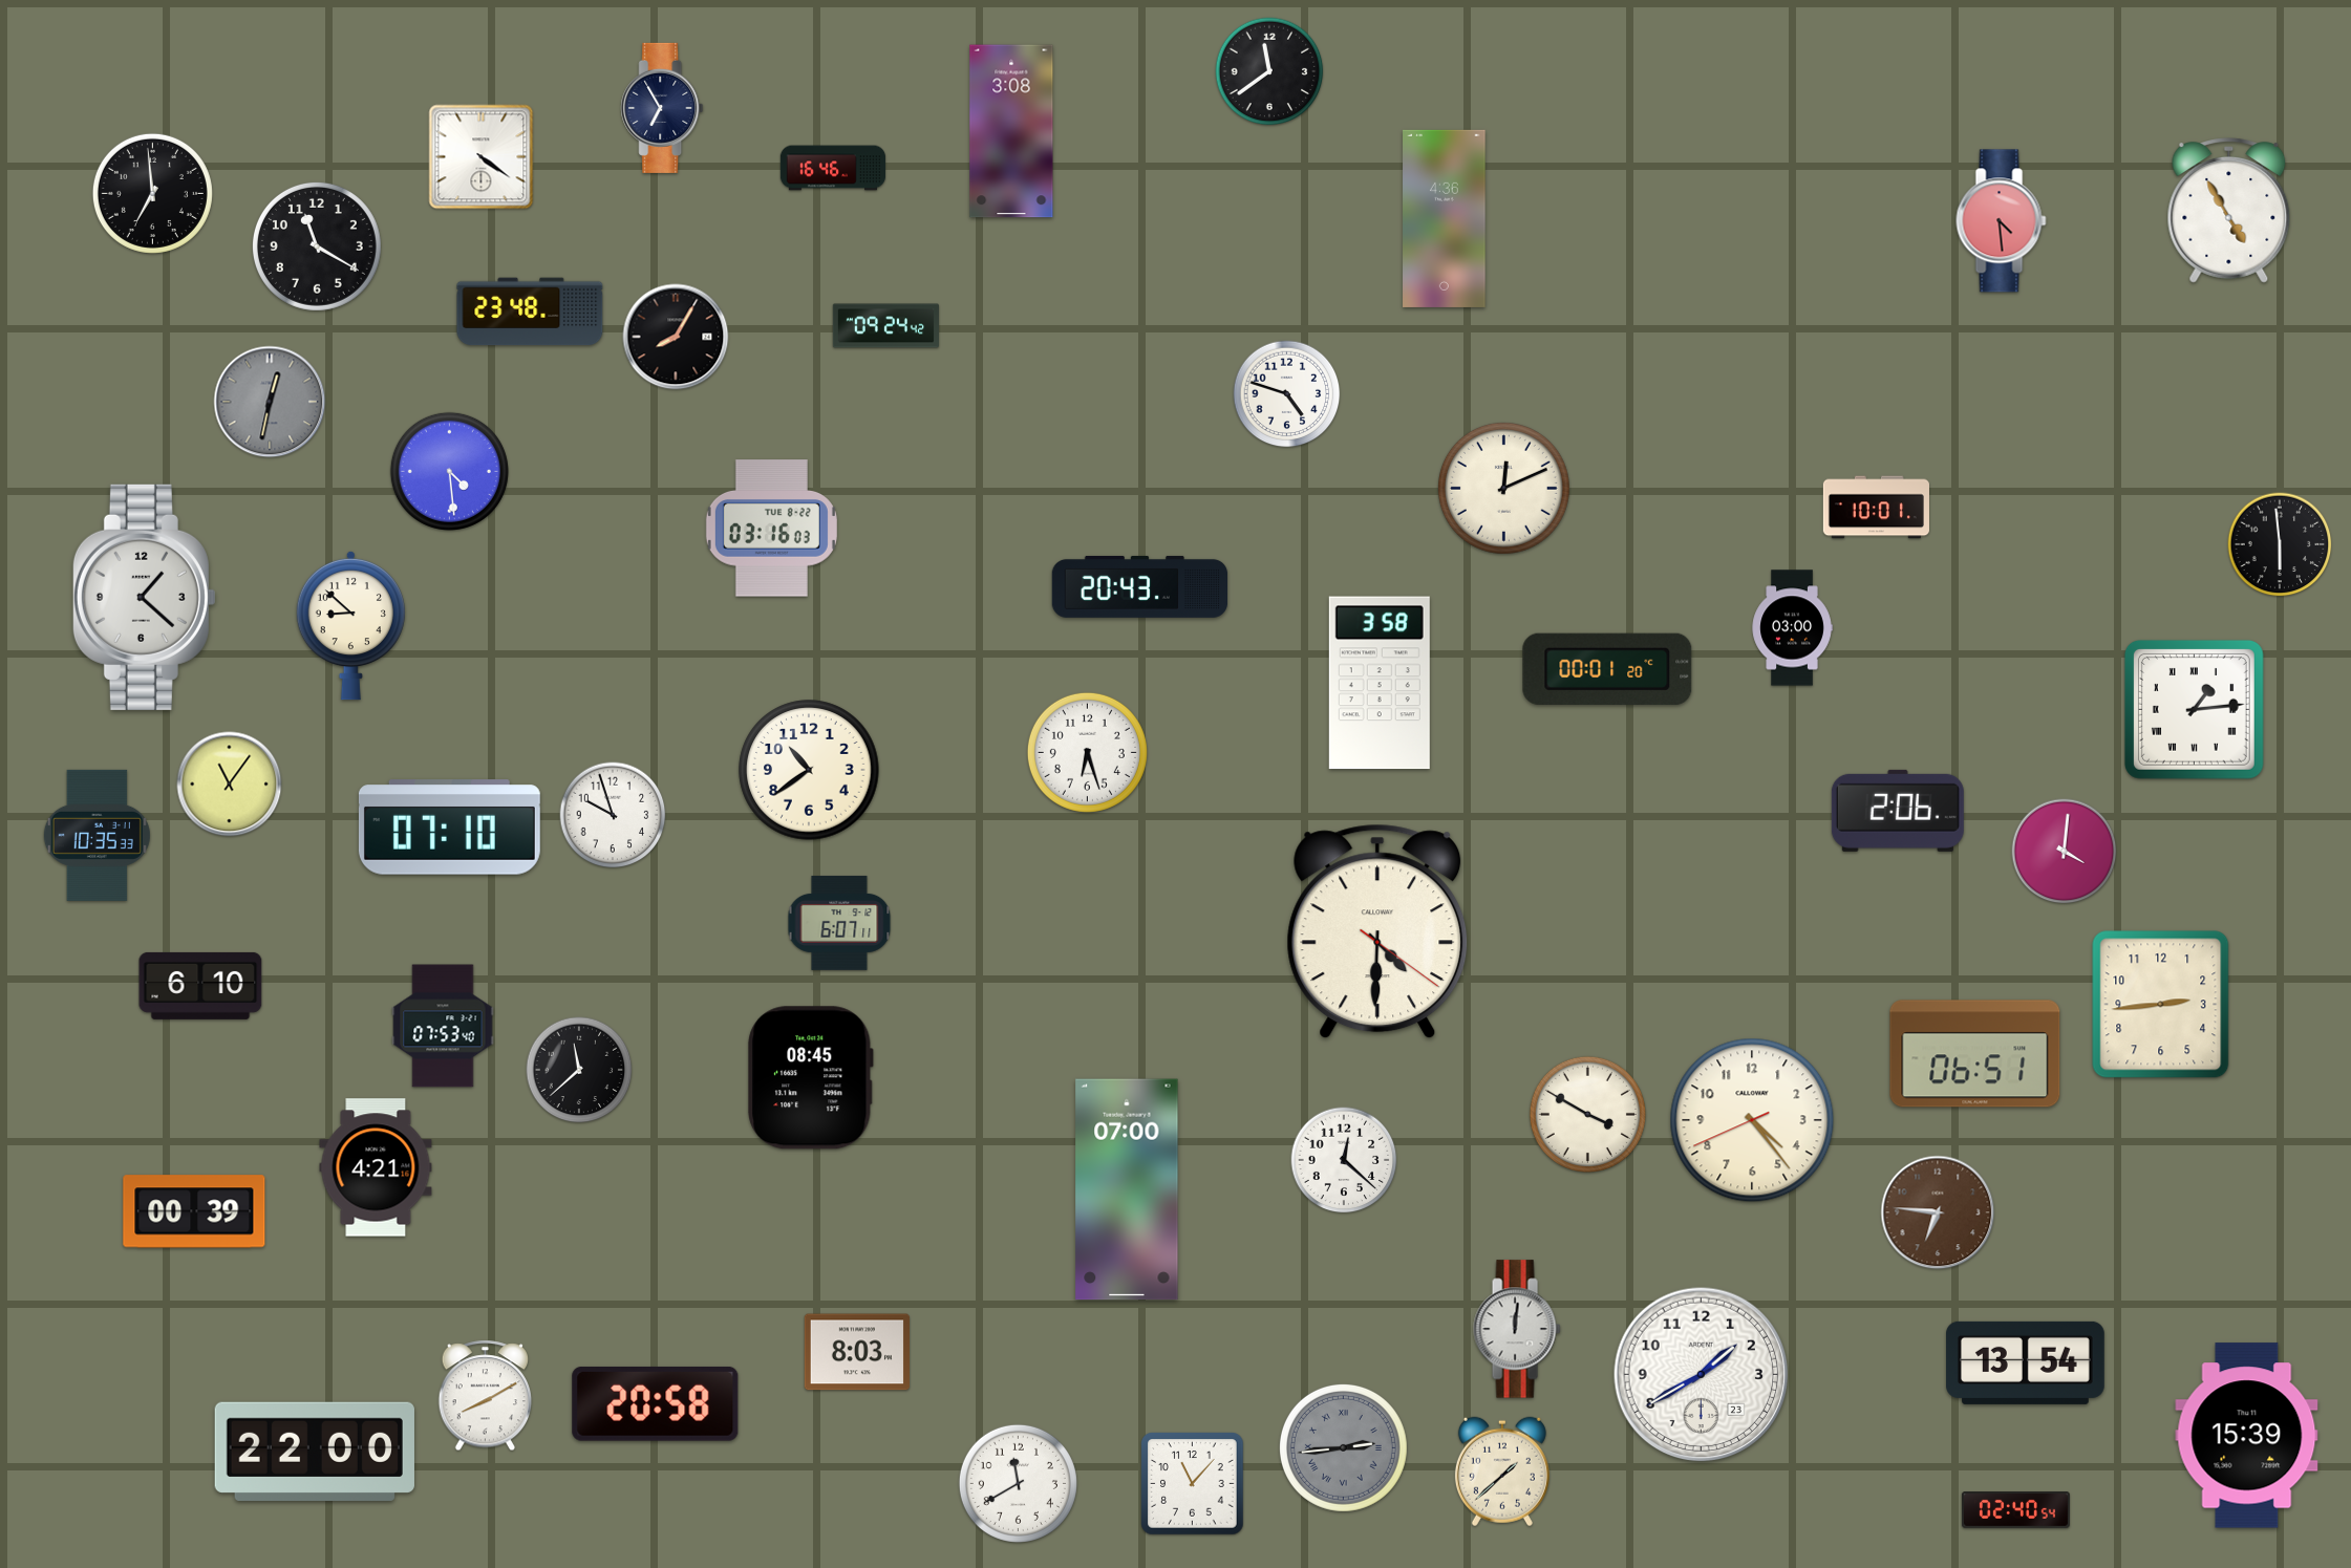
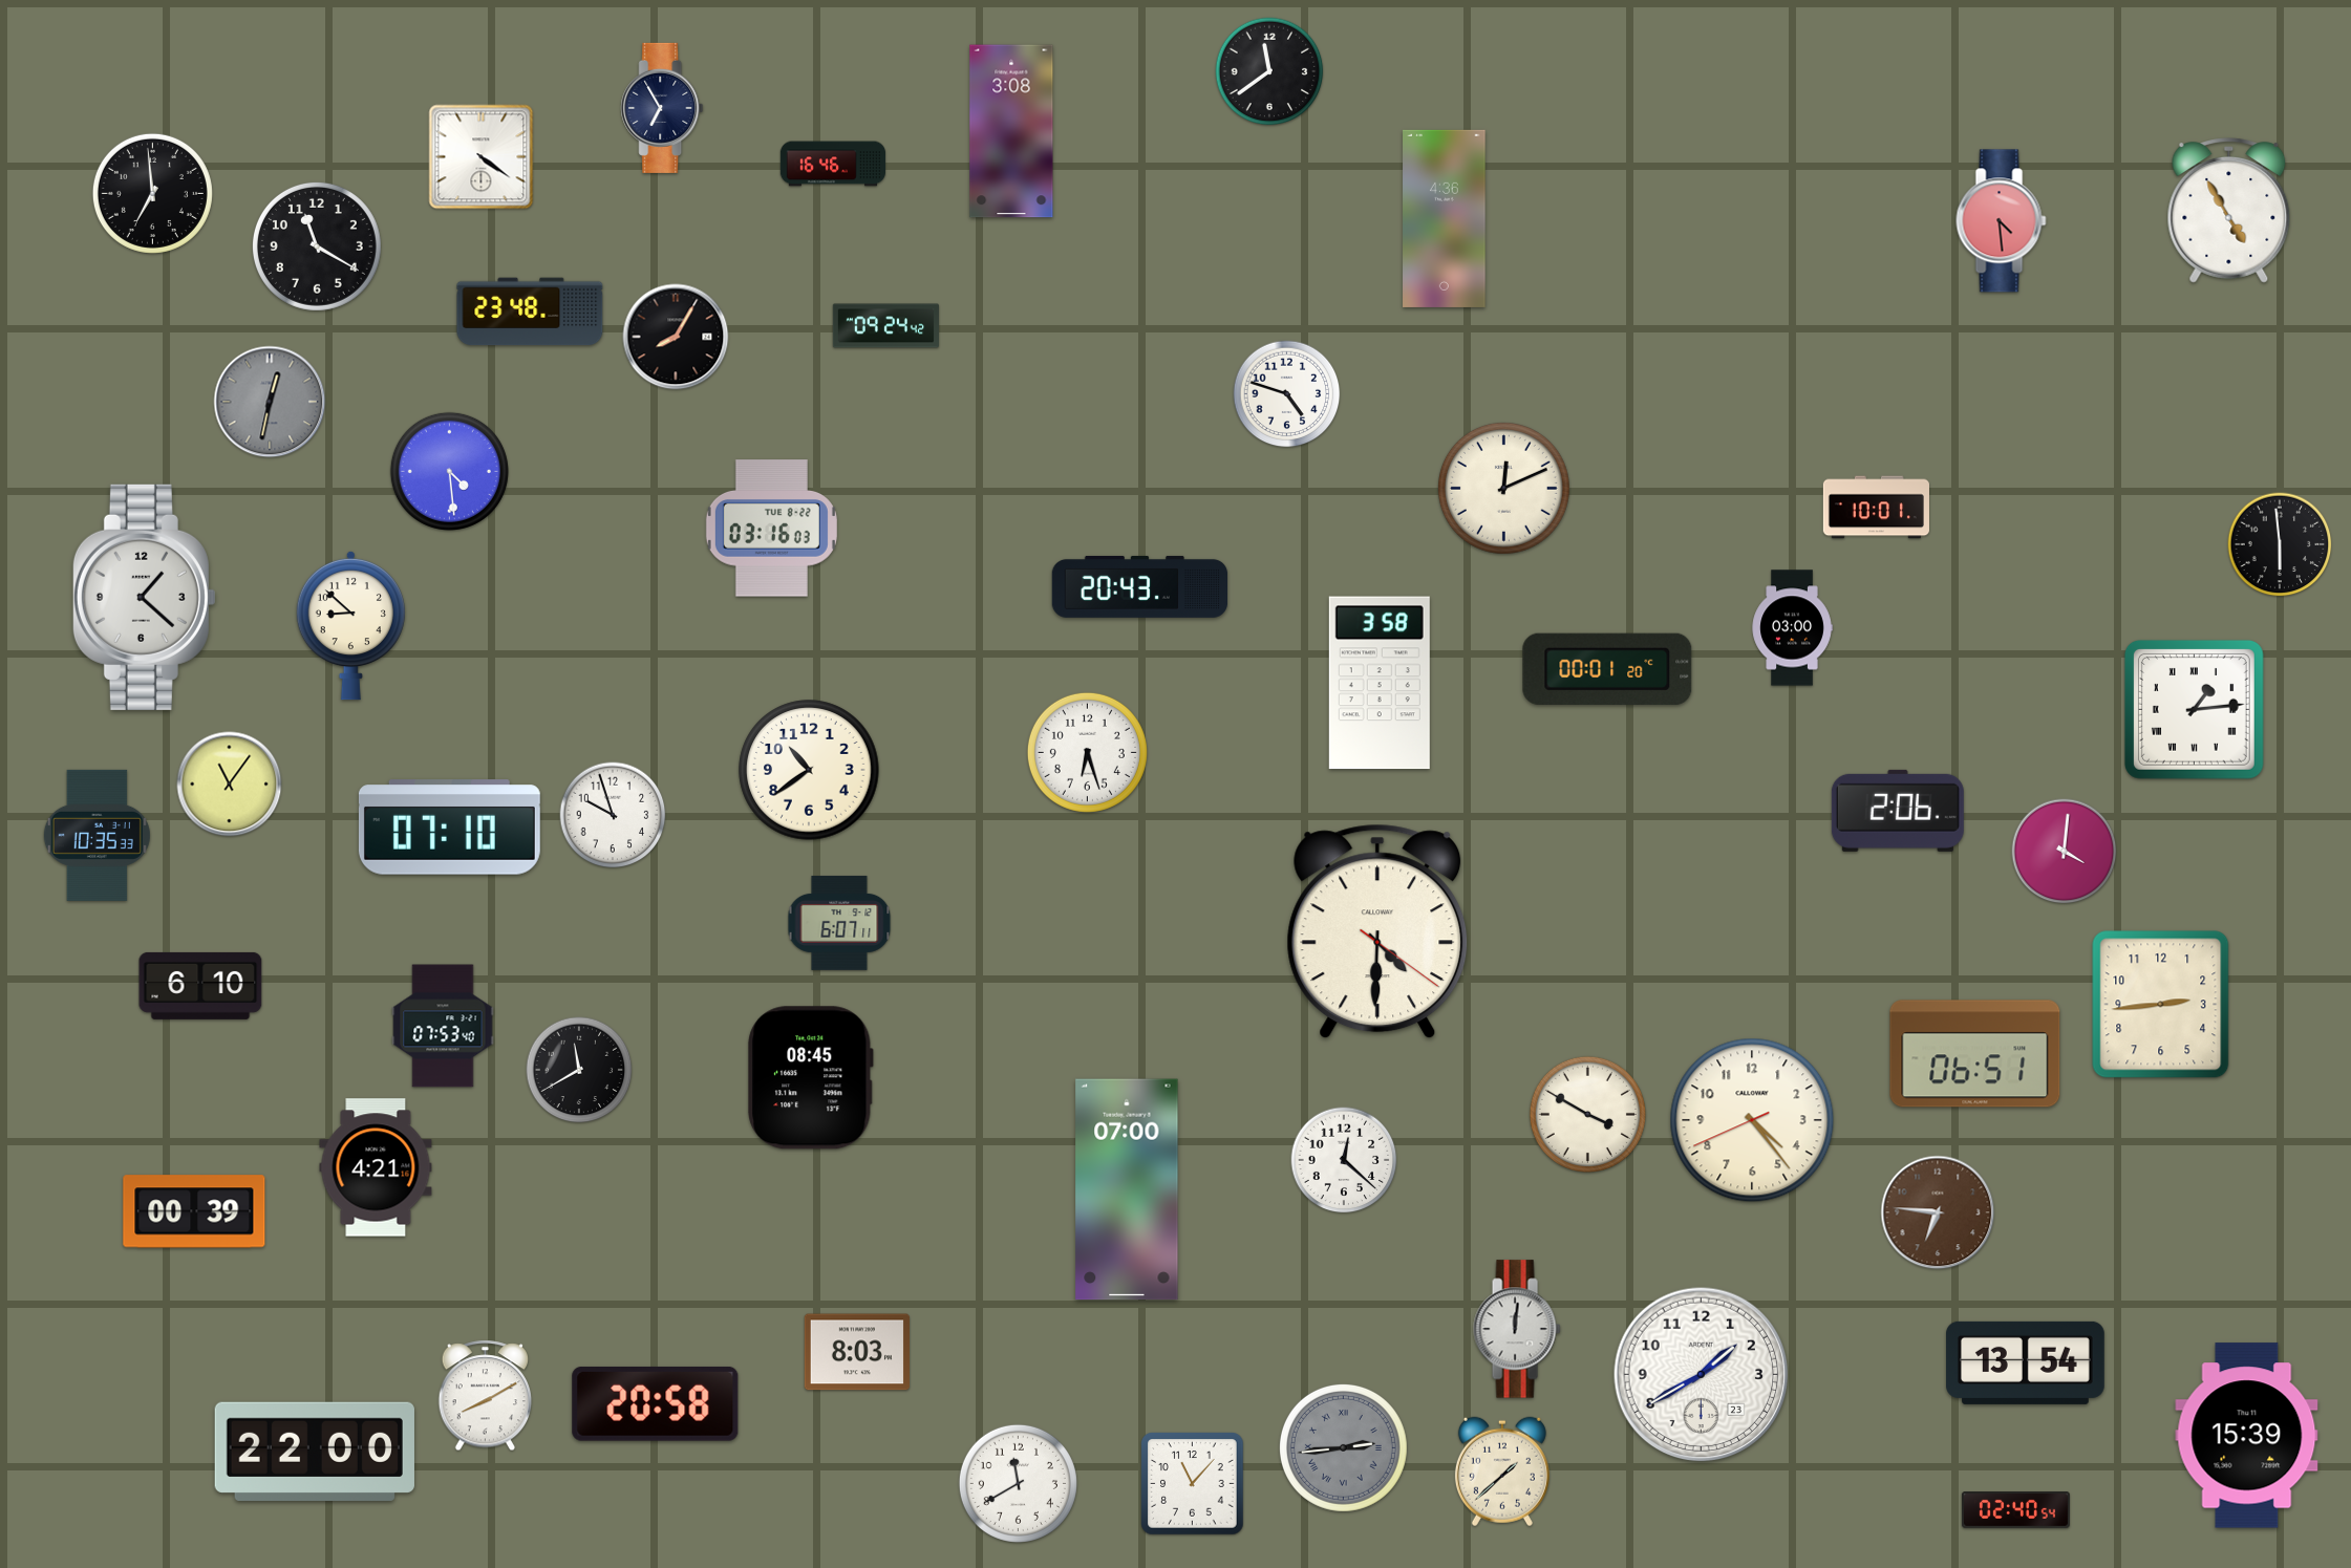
clock at (833, 168) position: (833, 168) -> (833, 164)
clock at (579, 1070): 11:38 -> 11:40
